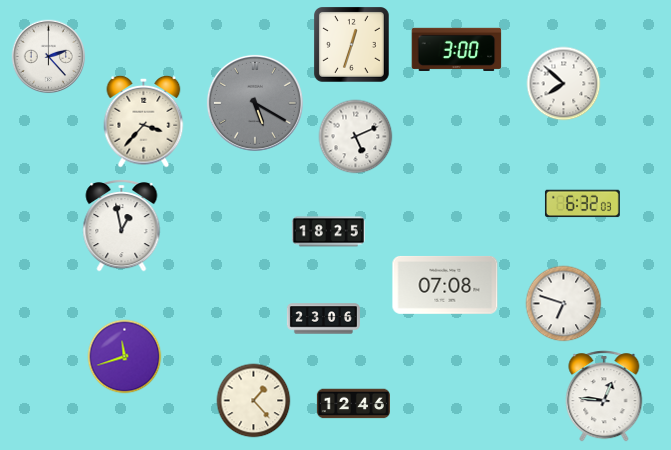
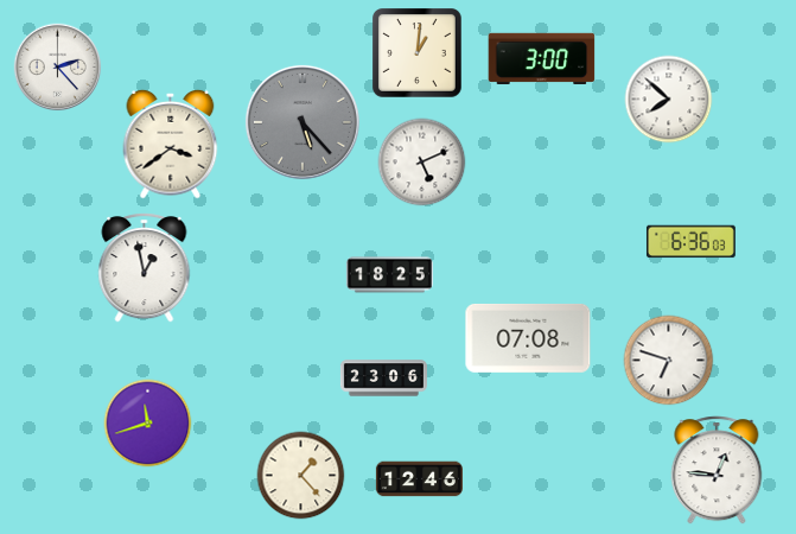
clock at (352, 45): 12:33 -> 1:01
clock at (255, 103): 5:20 -> 5:23
clock at (144, 121): 3:37 -> 3:39
clock at (582, 204): 6:32 -> 6:36
